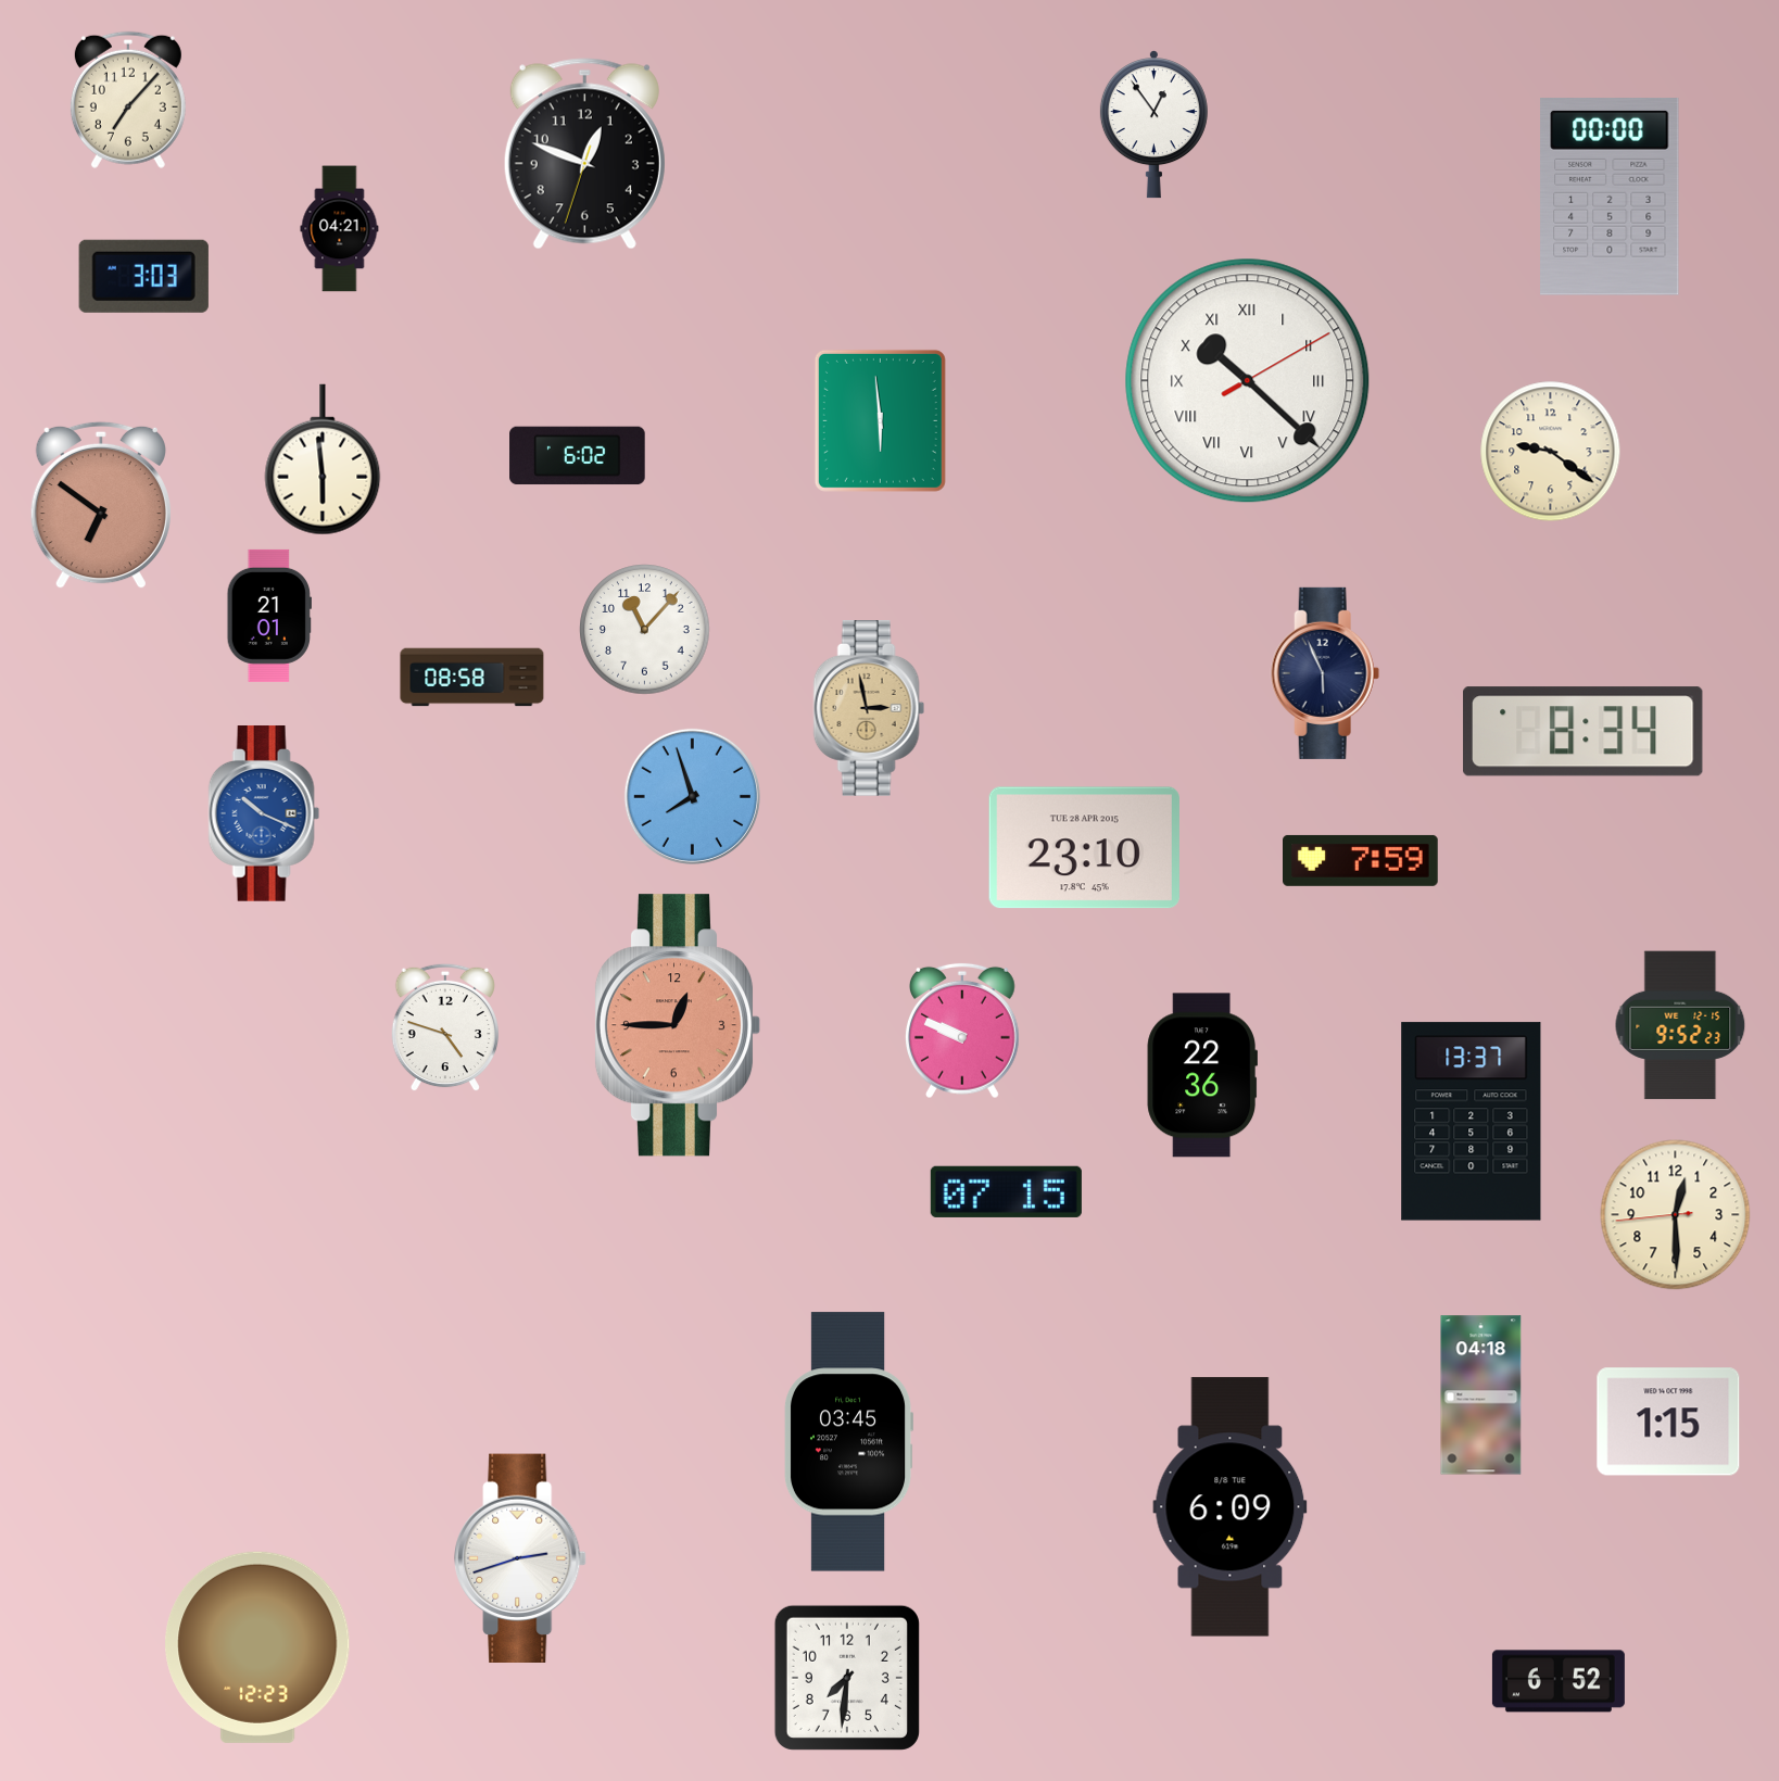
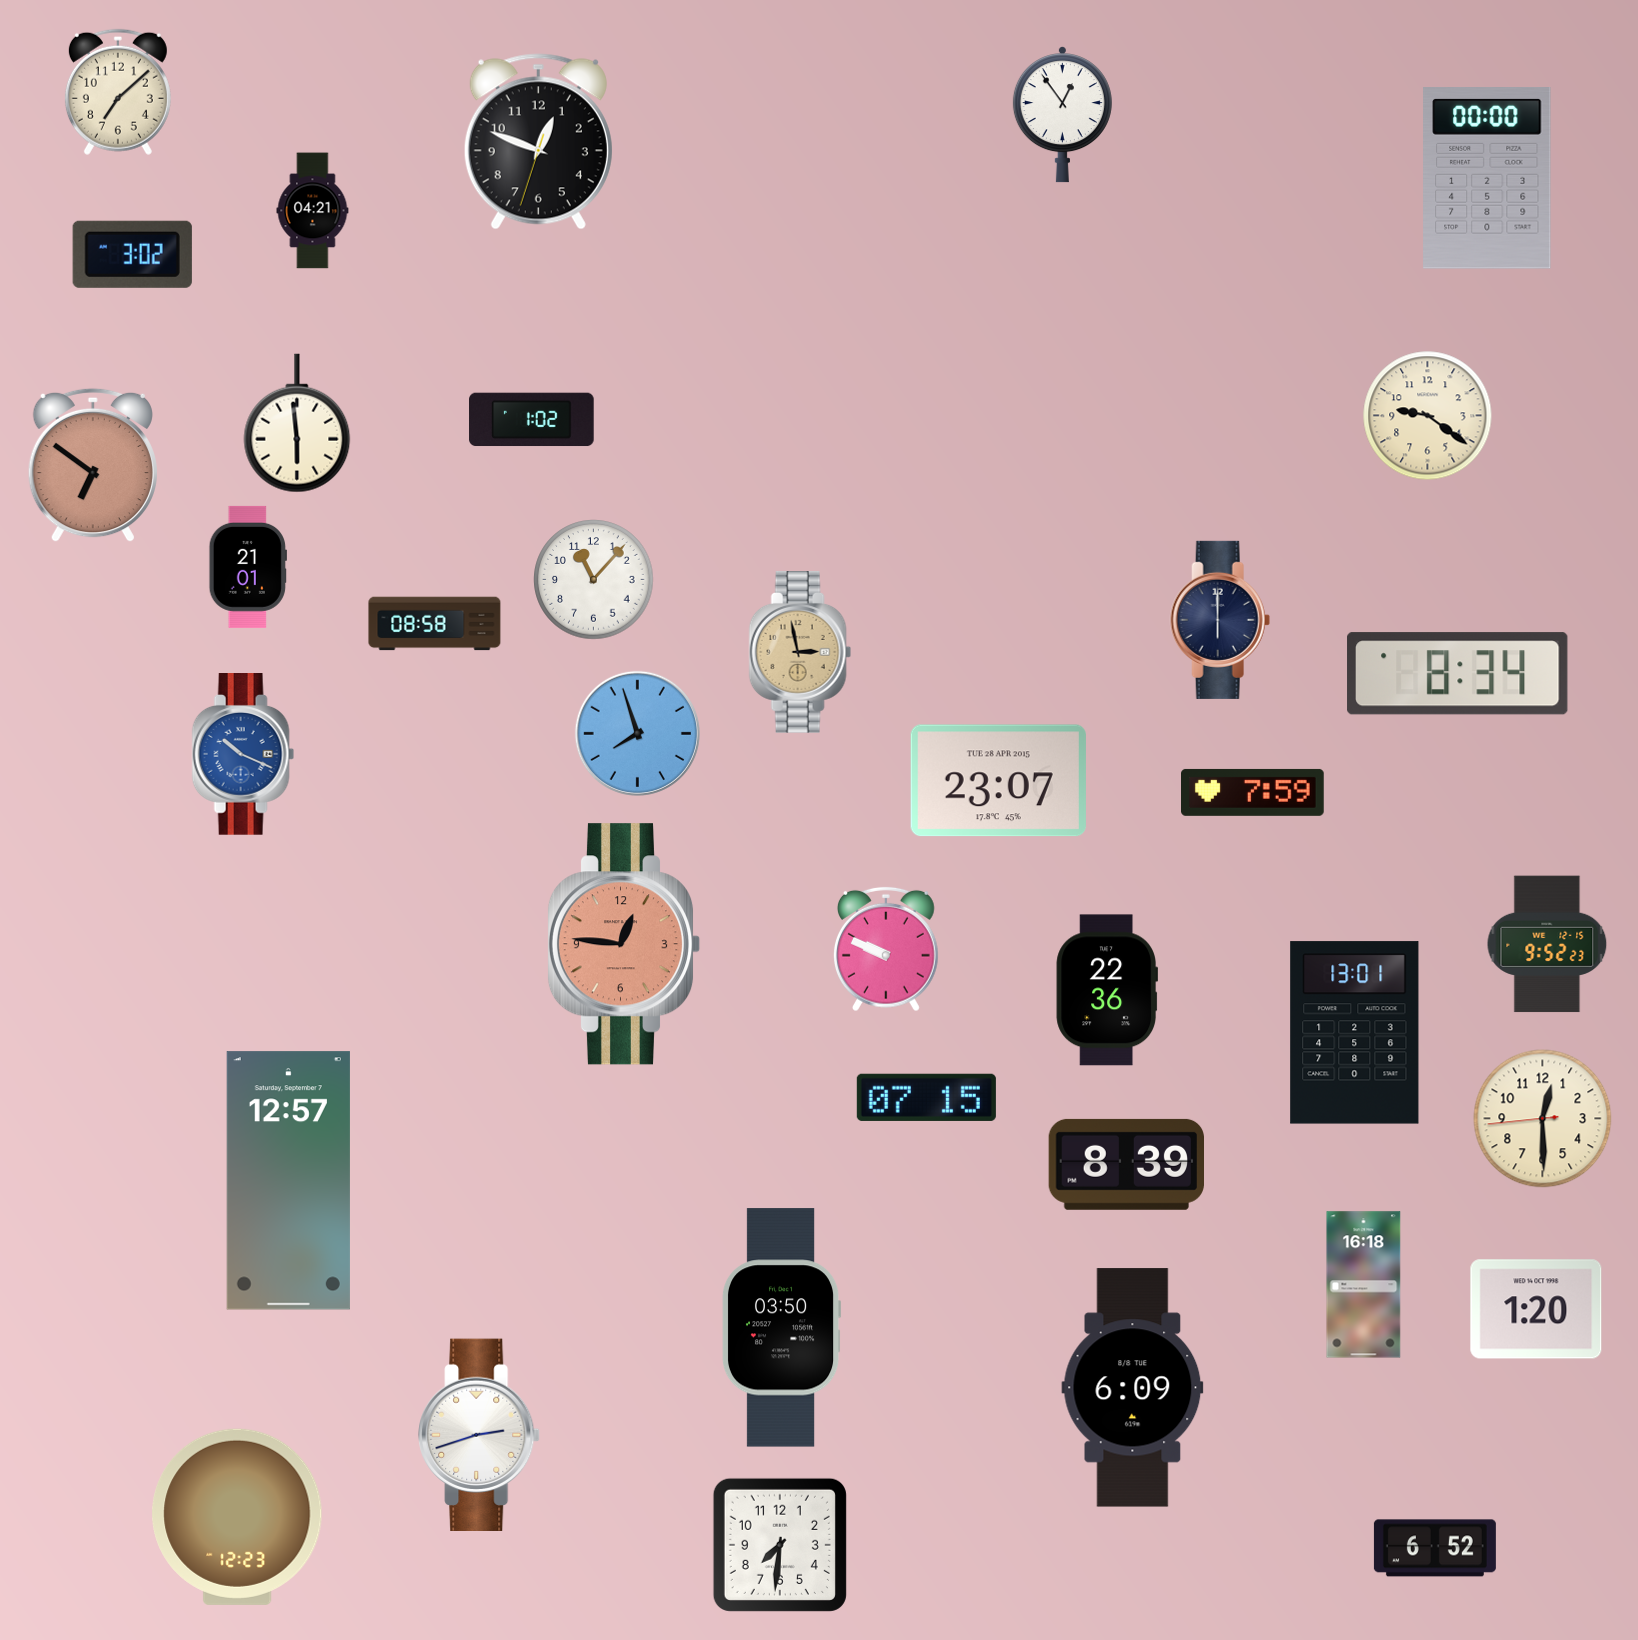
clock at (128, 100): 7:07 -> 7:08
clock at (1610, 198) position: (1610, 198) -> (1487, 179)
clock at (143, 276): 3:03 -> 3:02
clock at (1248, 381): 10:22 -> none
clock at (880, 420): 5:59 -> none
clock at (578, 456): 6:02 -> 1:02
clock at (1325, 673): 5:56 -> 6:00
clock at (264, 814) position: (264, 814) -> (243, 755)
clock at (1084, 848): 23:10 -> 23:07
clock at (678, 1025): 12:45 -> 12:46
clock at (444, 1027): 4:48 -> none
clock at (1472, 1122): 13:37 -> 13:01
clock at (1126, 1164): none -> 8:39
clock at (288, 1181): none -> 12:57
clock at (1481, 1395): 04:18 -> 16:18
clock at (1668, 1422): 1:15 -> 1:20
clock at (848, 1442): 03:45 -> 03:50
